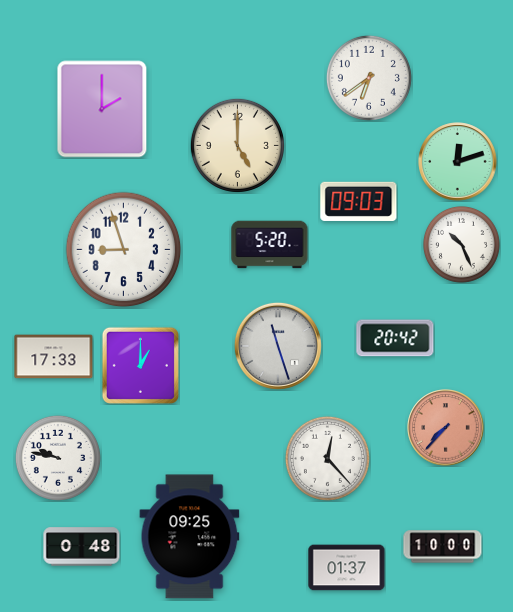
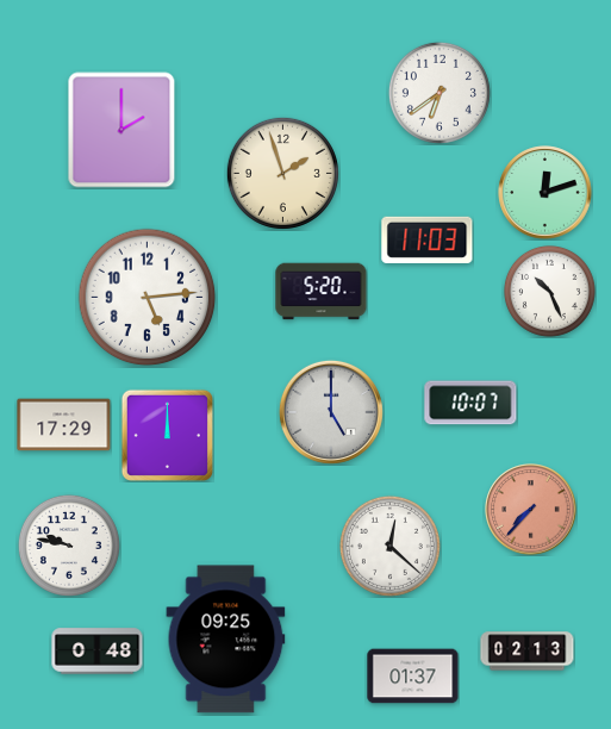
clock at (237, 145): 5:00 -> 1:57
clock at (359, 201): 09:03 -> 11:03
clock at (124, 250): 8:57 -> 5:14
clock at (395, 338): 20:42 -> 10:07
clock at (278, 346): 11:27 -> 5:00
clock at (54, 357): 17:33 -> 17:29
clock at (140, 365): 1:00 -> 12:00
clock at (327, 458): 12:23 -> 12:22
clock at (443, 547): 10:00 -> 02:13
